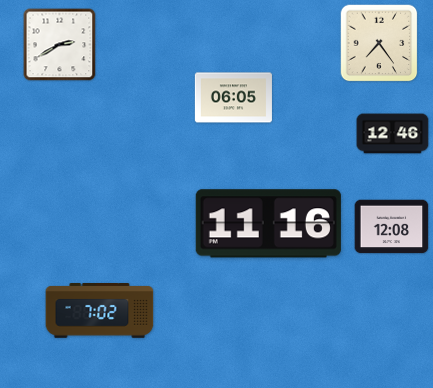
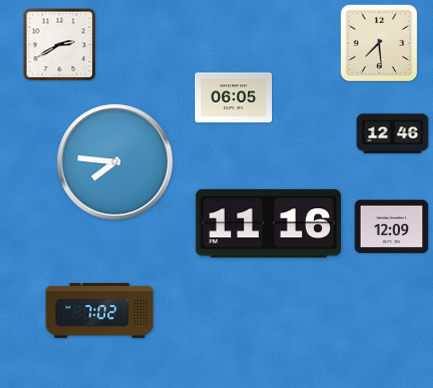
clock at (379, 43): 7:24 -> 7:29
clock at (115, 162): none -> 7:46
clock at (392, 227): 12:08 -> 12:09
